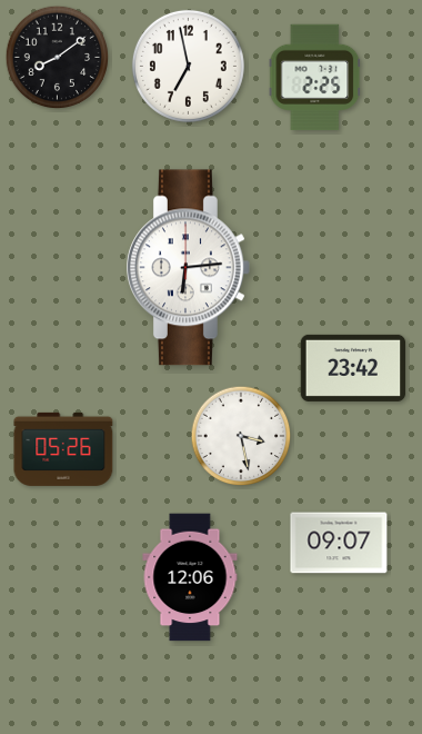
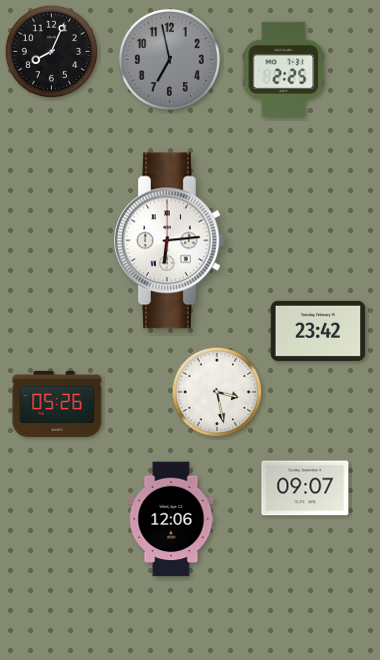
clock at (58, 58): 8:09 -> 8:04
clock at (188, 66) dial: white -> grey
